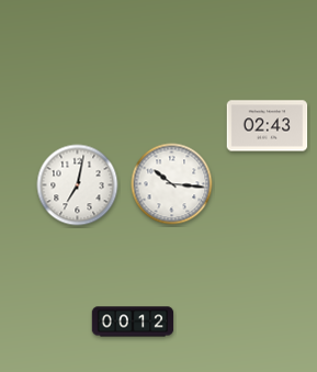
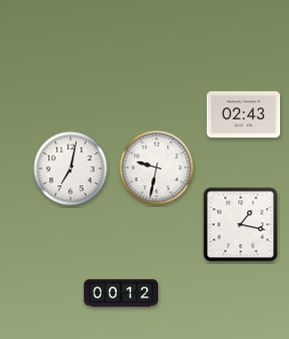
clock at (172, 184): 10:16 -> 9:32
clock at (241, 225): none -> 1:17
